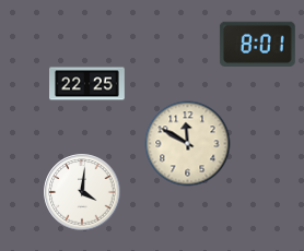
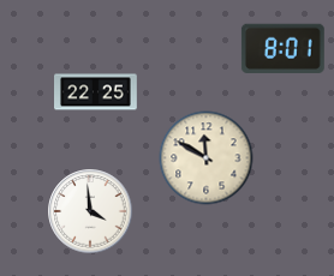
clock at (82, 192): 4:01 -> 3:59
